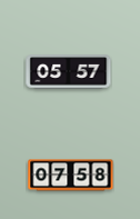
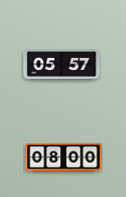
clock at (71, 176): 07:58 -> 08:00
